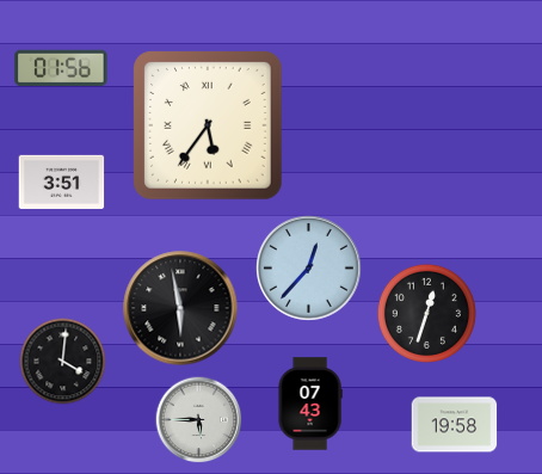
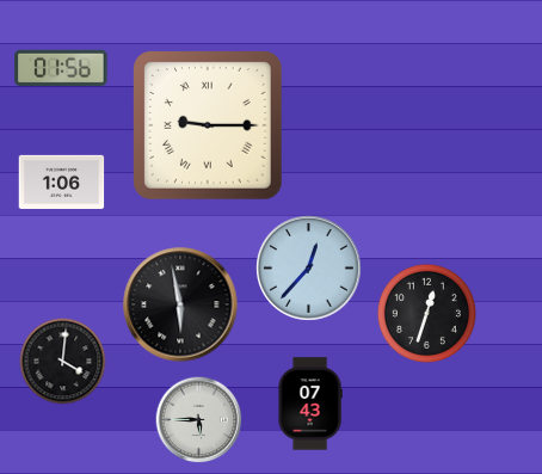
clock at (208, 125): 5:36 -> 9:15
clock at (62, 181): 3:51 -> 1:06
clock at (180, 308) position: (180, 308) -> (180, 304)
clock at (455, 425): 19:58 -> none
